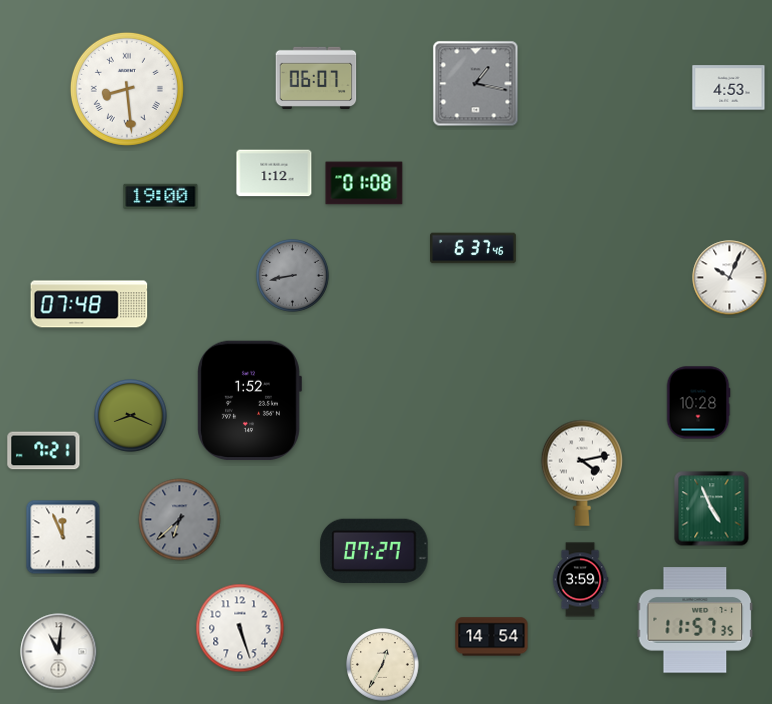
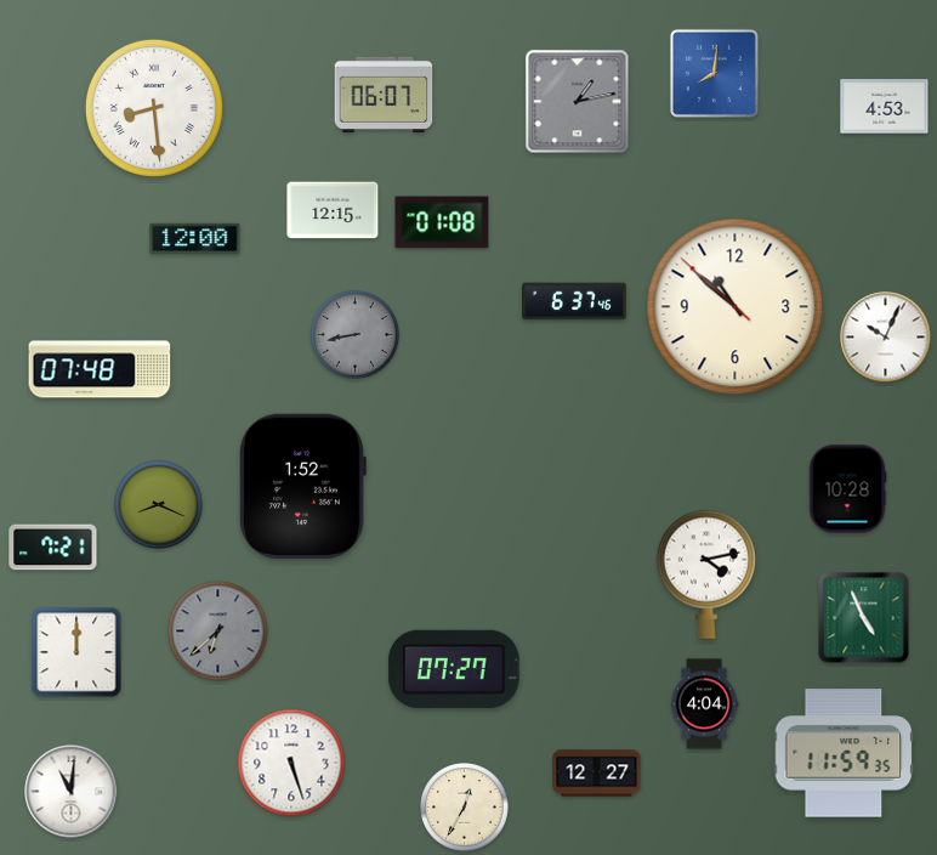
clock at (714, 73): none -> 8:01
clock at (476, 84): 1:17 -> 1:13
clock at (274, 173): 1:12 -> 12:15
clock at (161, 196): 19:00 -> 12:00
clock at (736, 307): none -> 10:51
clock at (89, 304) position: (89, 304) -> (100, 369)
clock at (63, 537): 11:56 -> 12:00
clock at (580, 580): 3:59 -> 4:04
clock at (695, 620): 11:57 -> 11:59
clock at (492, 637): 14:54 -> 12:27
